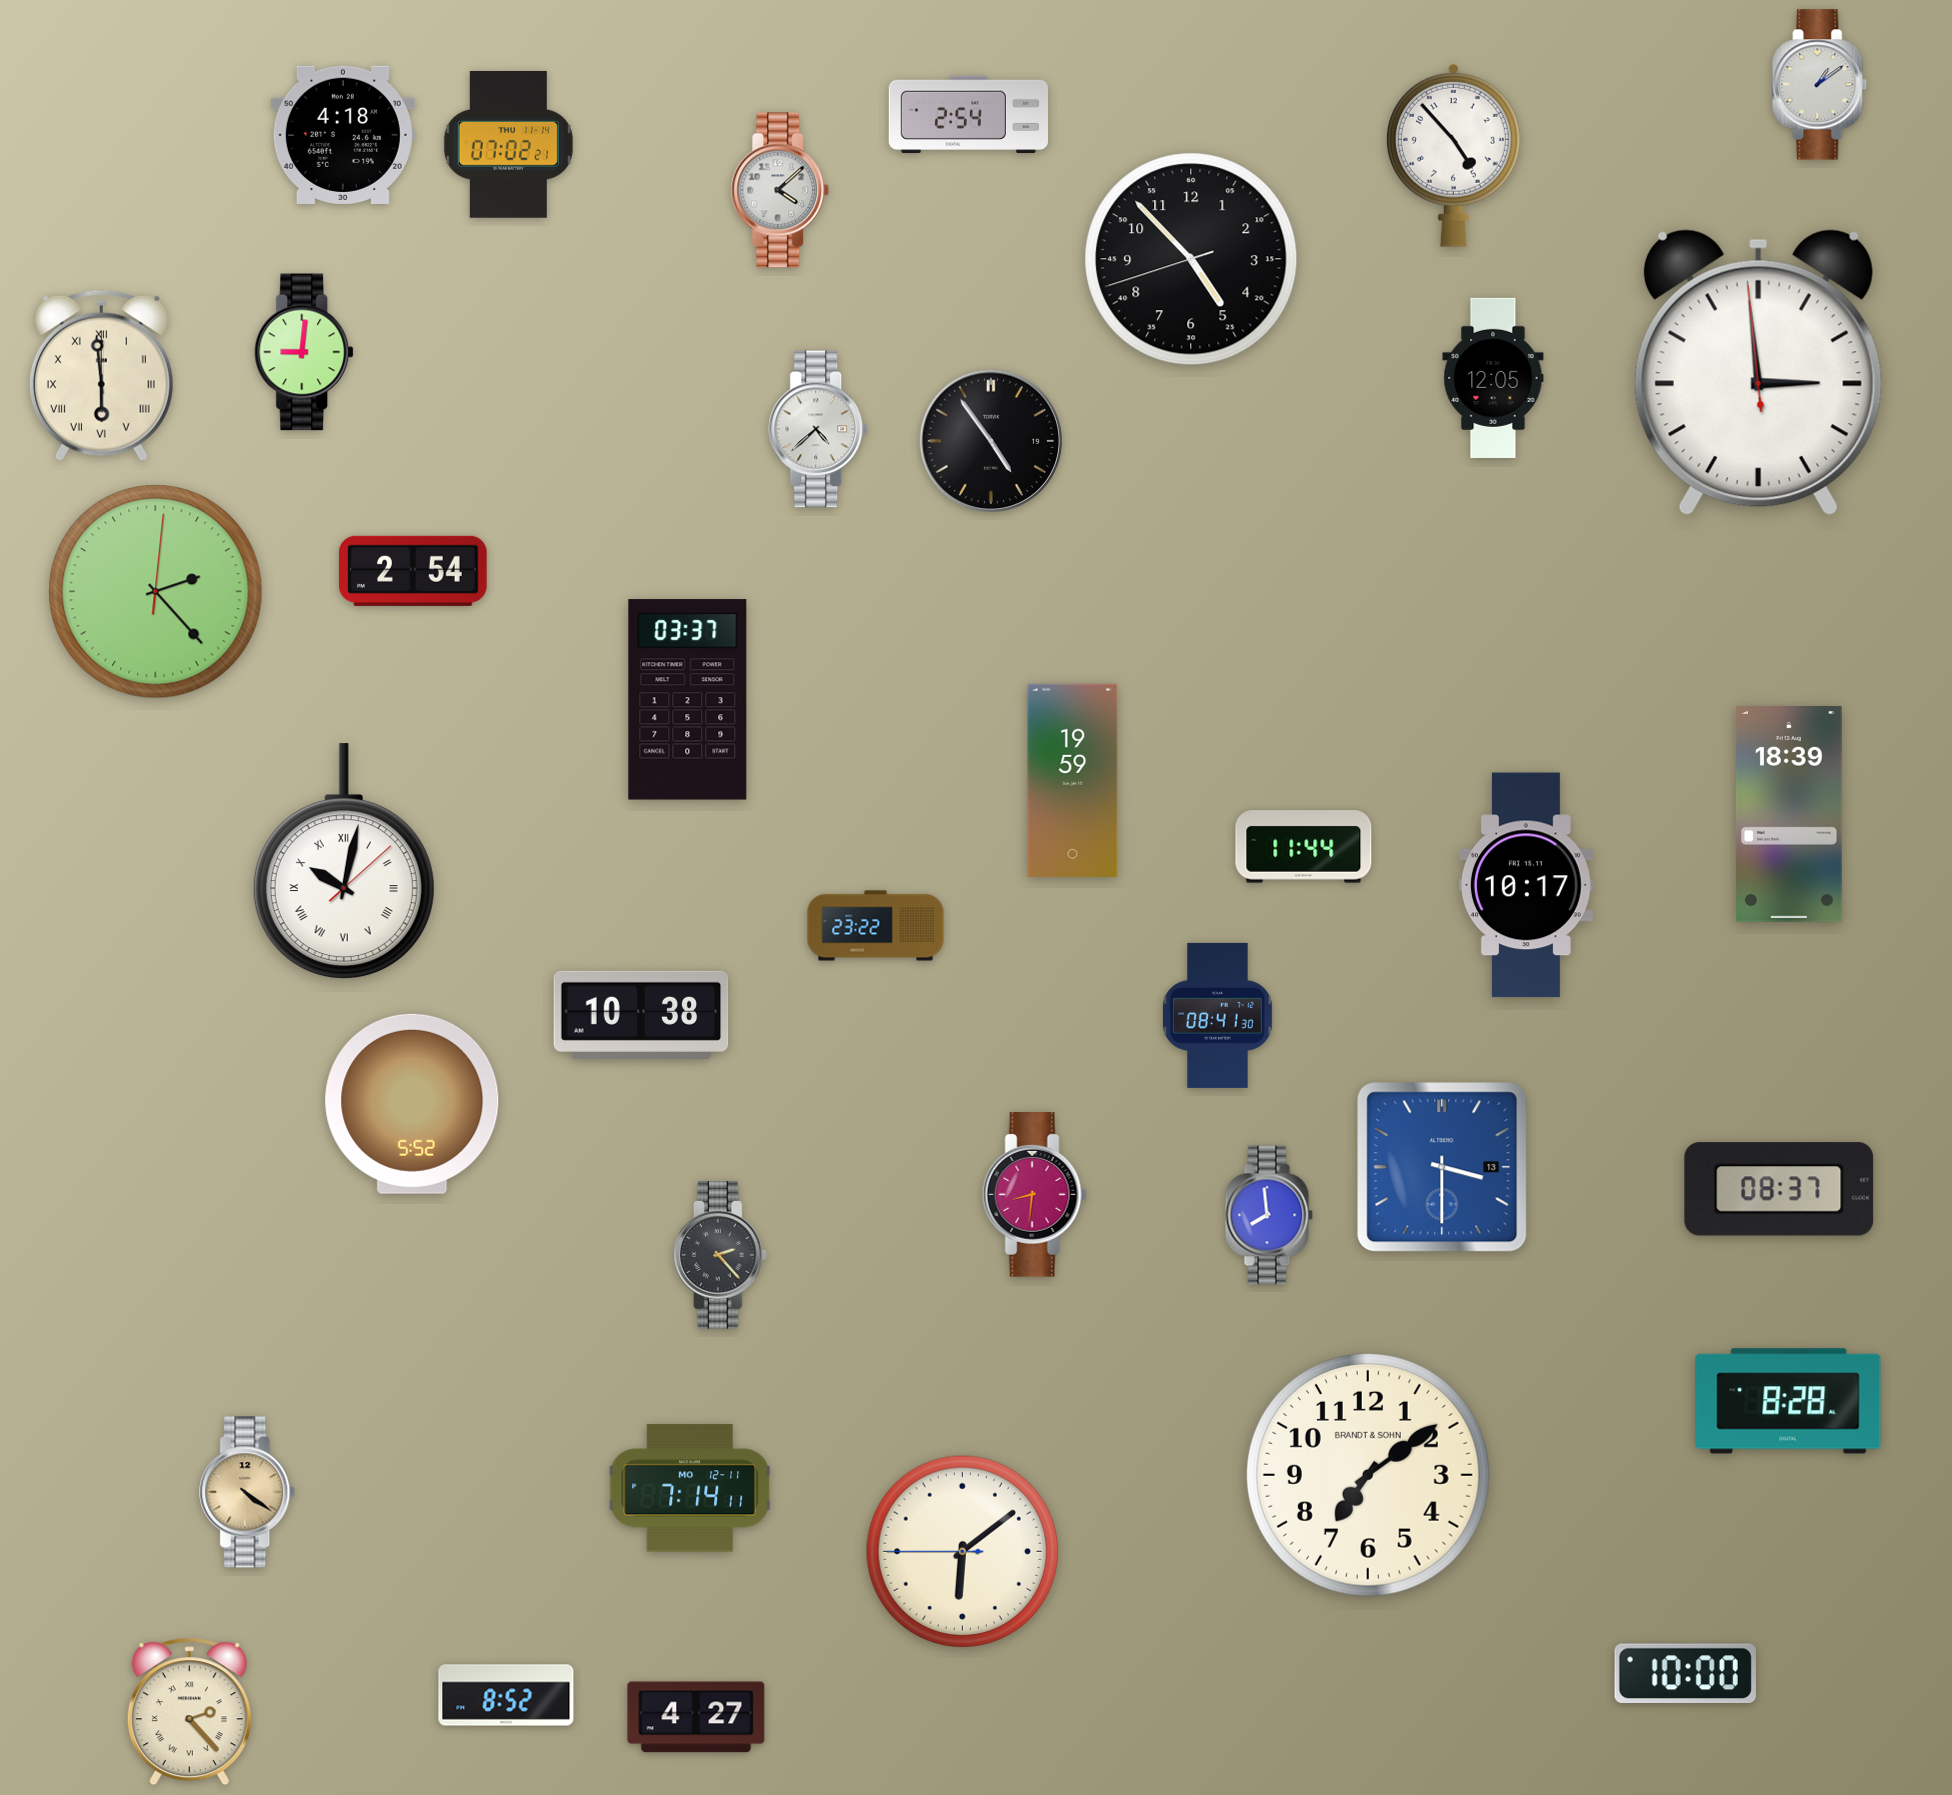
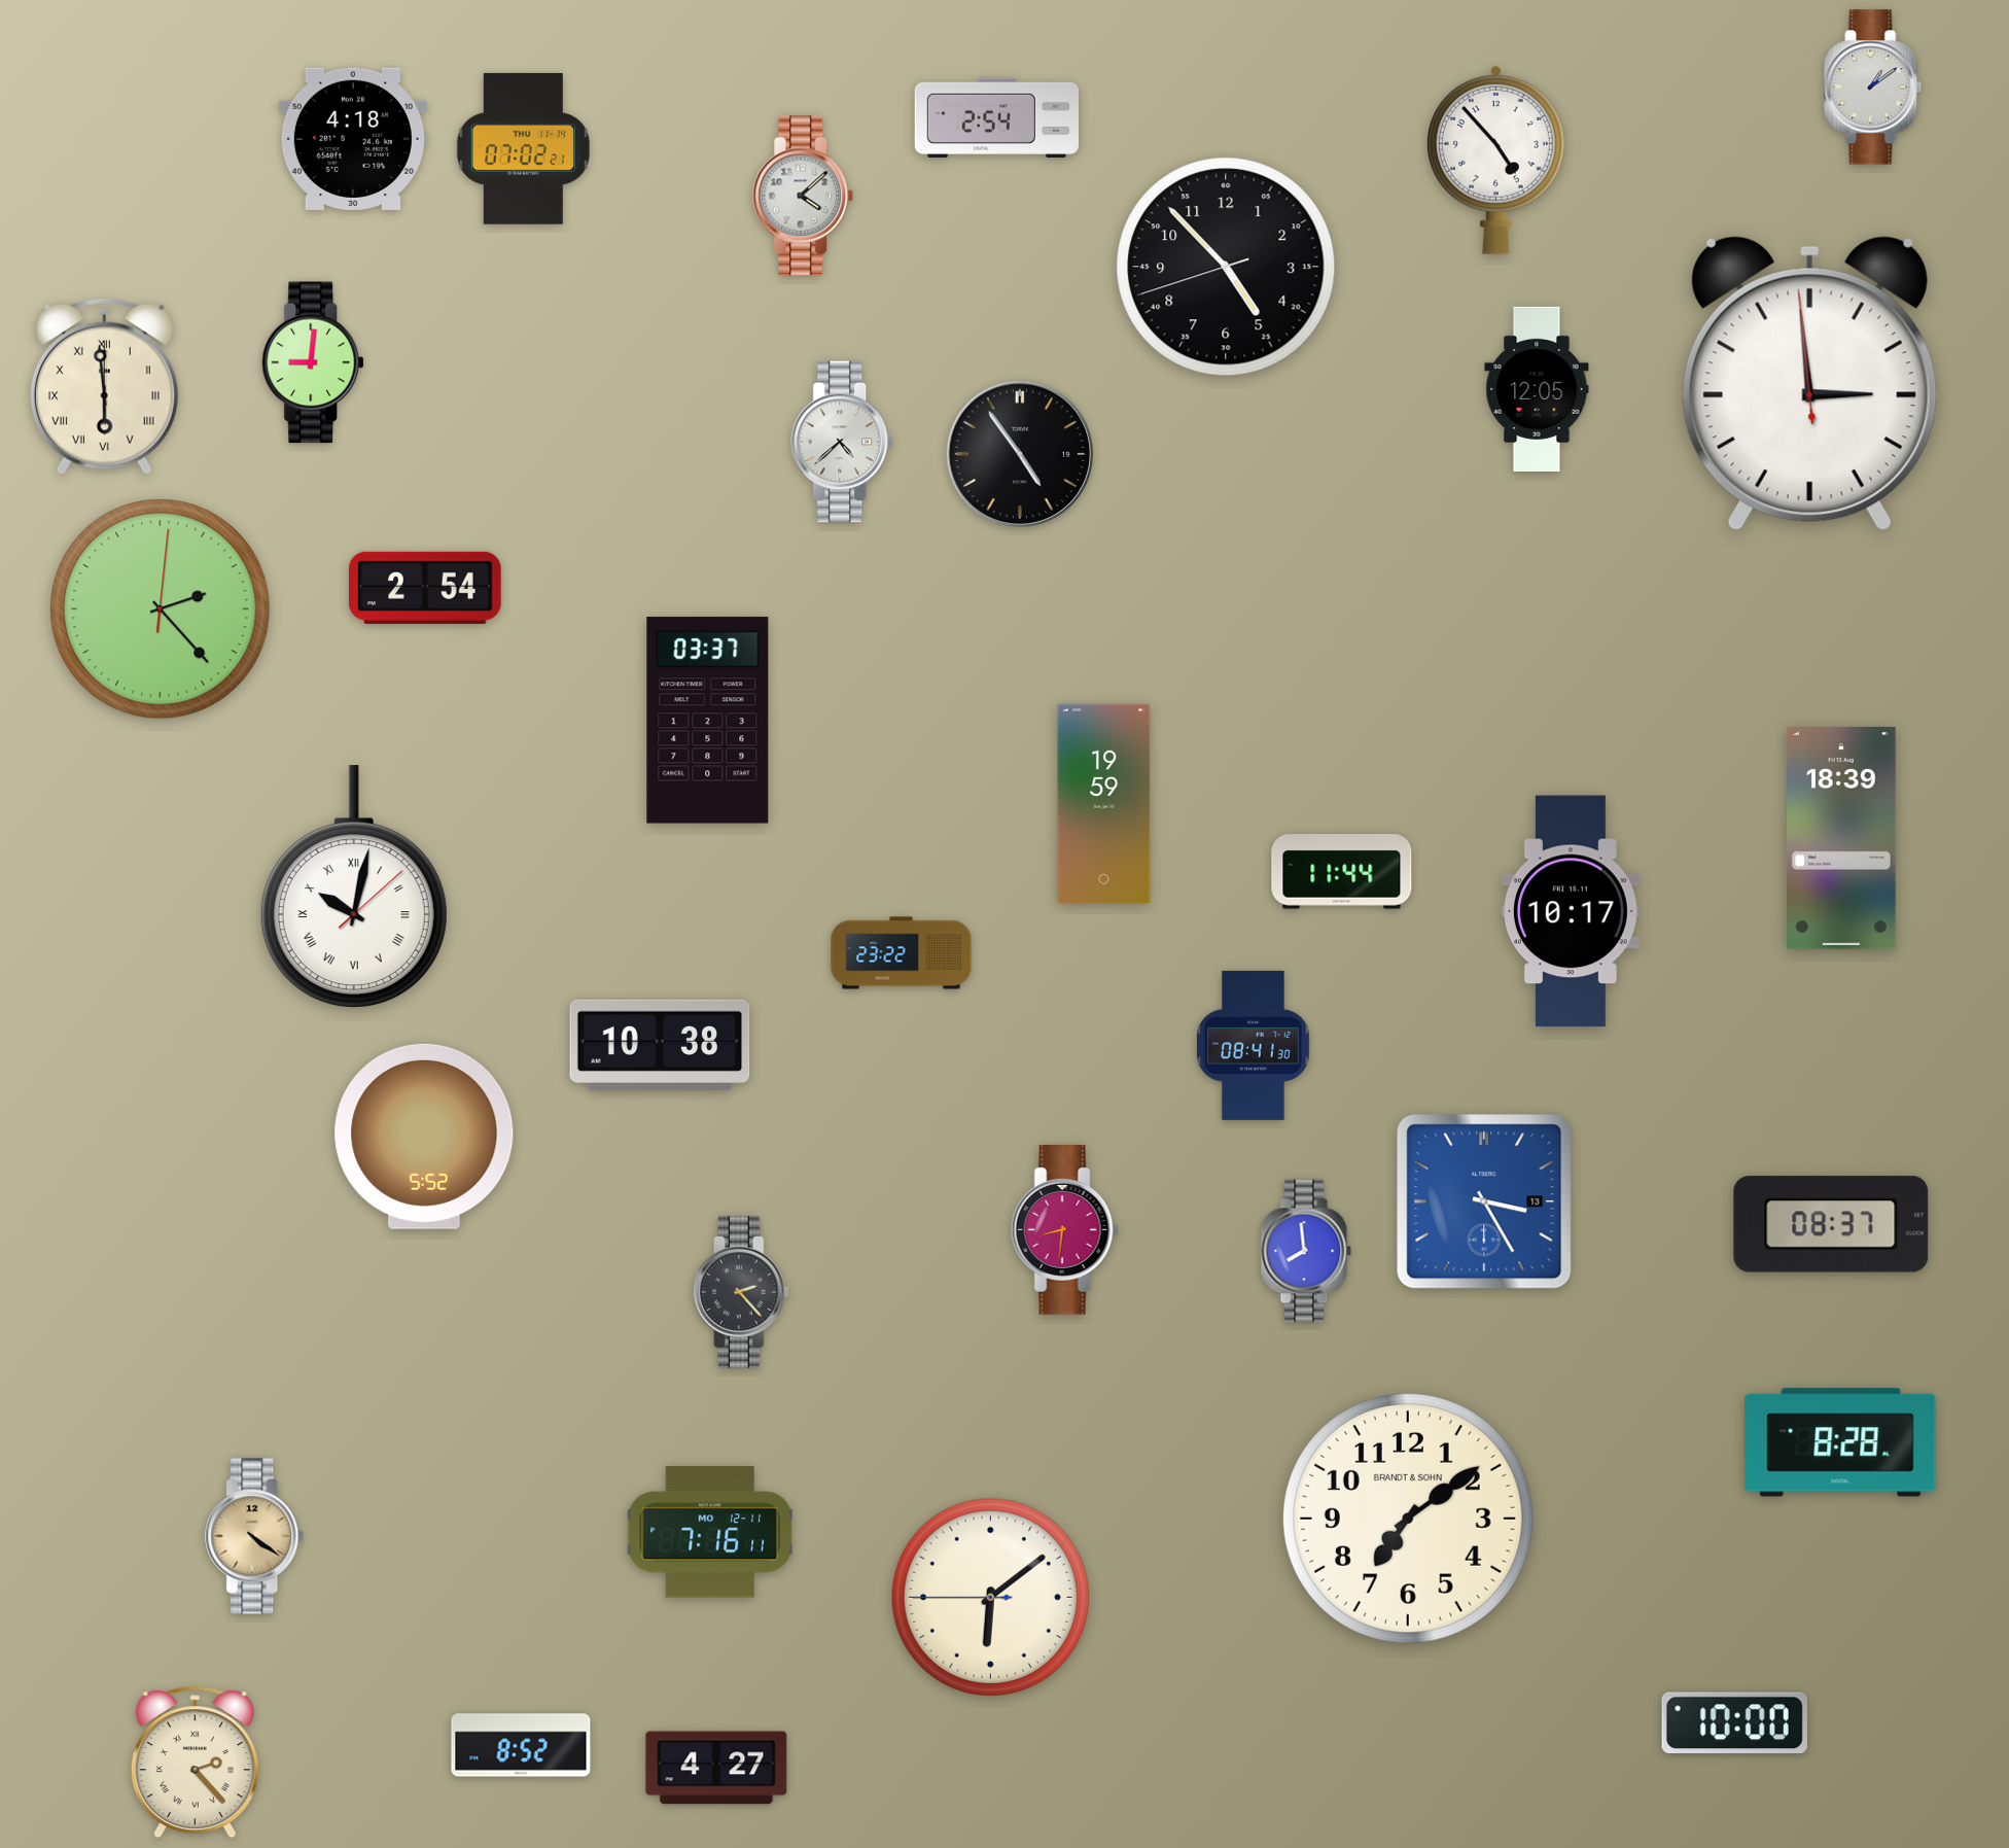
clock at (1442, 1167): 3:30 -> 3:25
clock at (690, 1488): 7:14 -> 7:16
